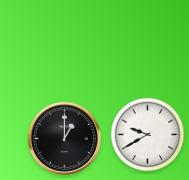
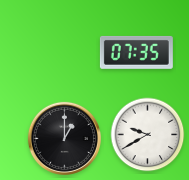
clock at (136, 52): none -> 07:35
